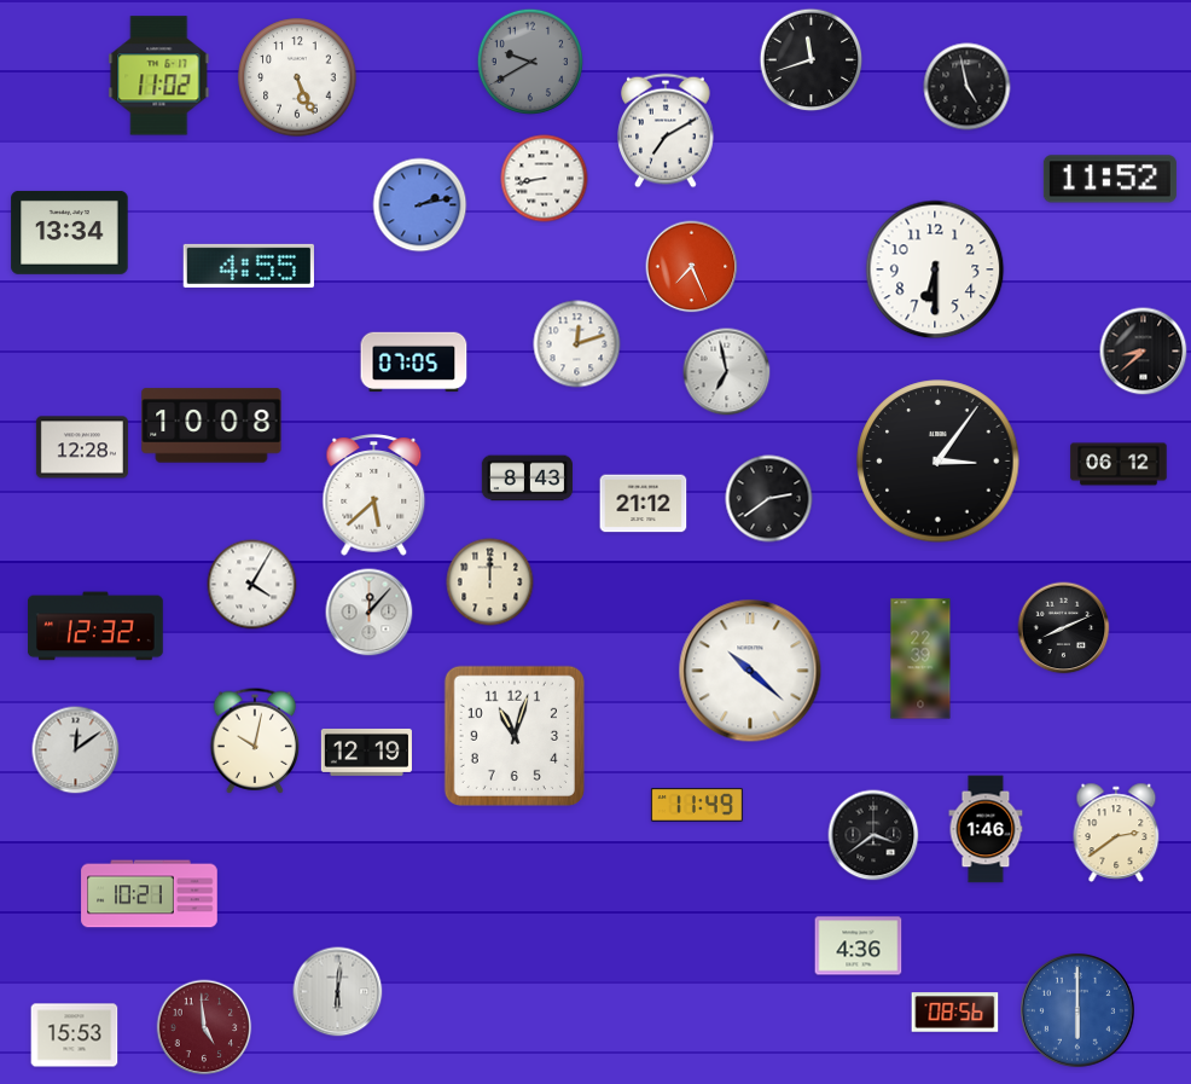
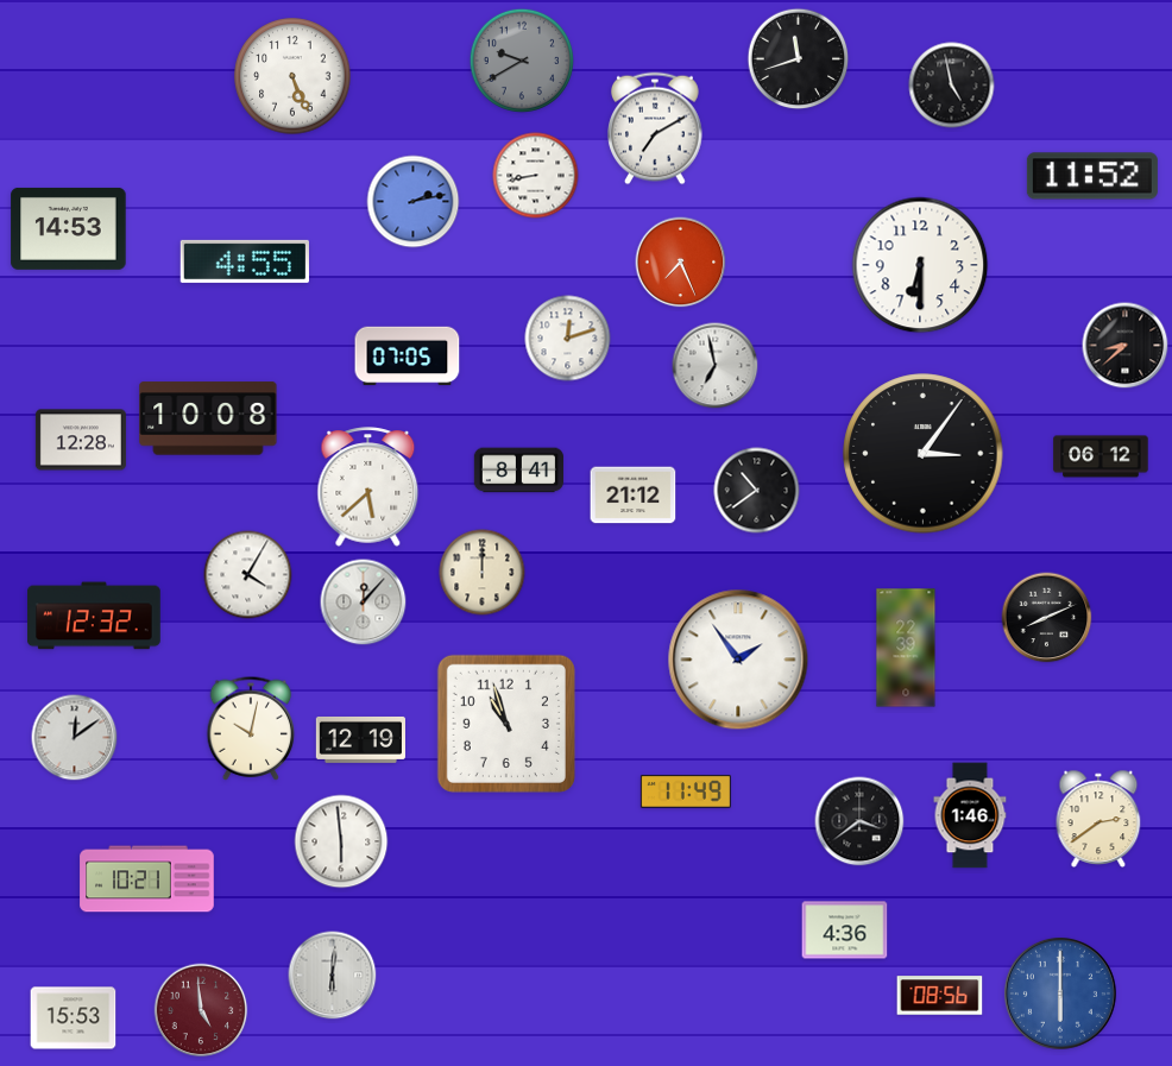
clock at (159, 76): 11:02 -> none
clock at (70, 232): 13:34 -> 14:53
clock at (527, 479): 8:43 -> 8:41
clock at (769, 499): 2:39 -> 10:39
clock at (750, 671): 10:22 -> 1:54
clock at (515, 736): 11:03 -> 10:57
clock at (341, 841): none -> 5:59
